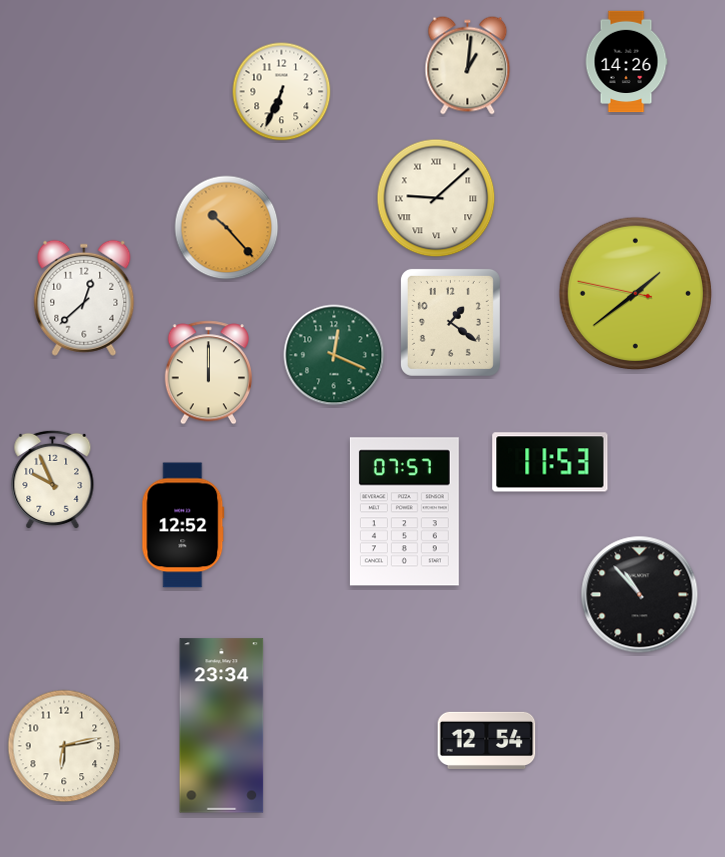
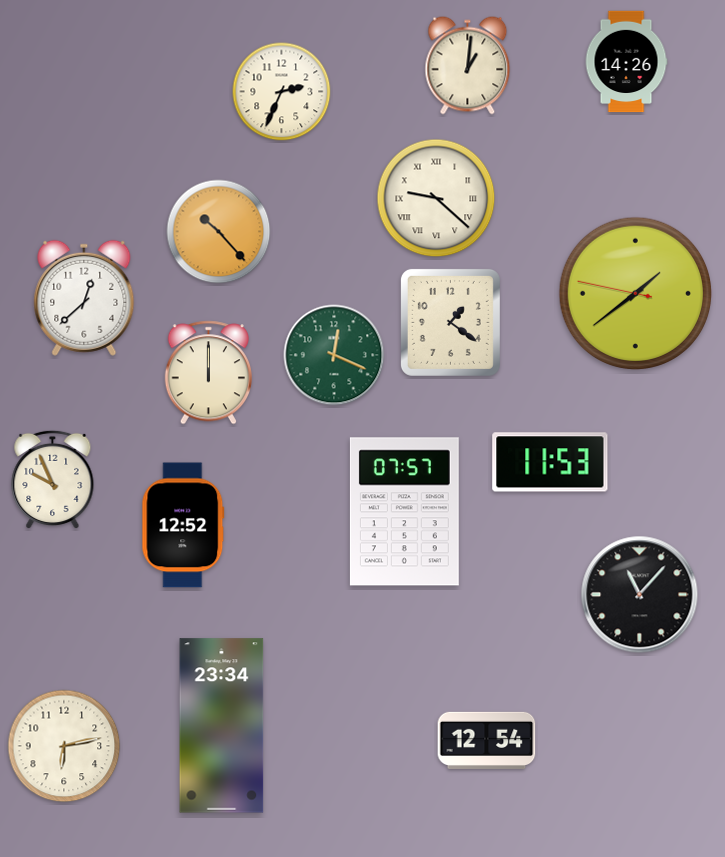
clock at (282, 92): 6:34 -> 2:34
clock at (436, 198): 9:08 -> 9:22
clock at (227, 228) position: (227, 228) -> (219, 232)
clock at (640, 595): 10:53 -> 11:07
